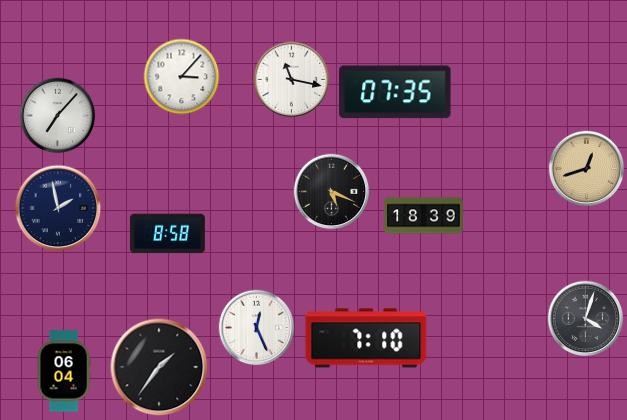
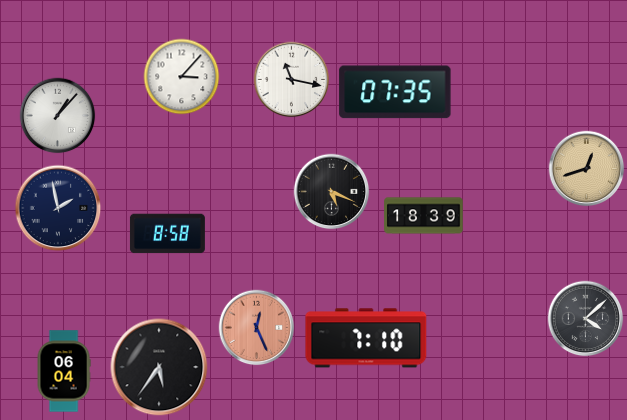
clock at (58, 116): 7:07 -> 1:07
clock at (586, 319): 4:03 -> 4:08
clock at (257, 328) dial: white -> salmon
clock at (159, 367): 1:36 -> 5:36
